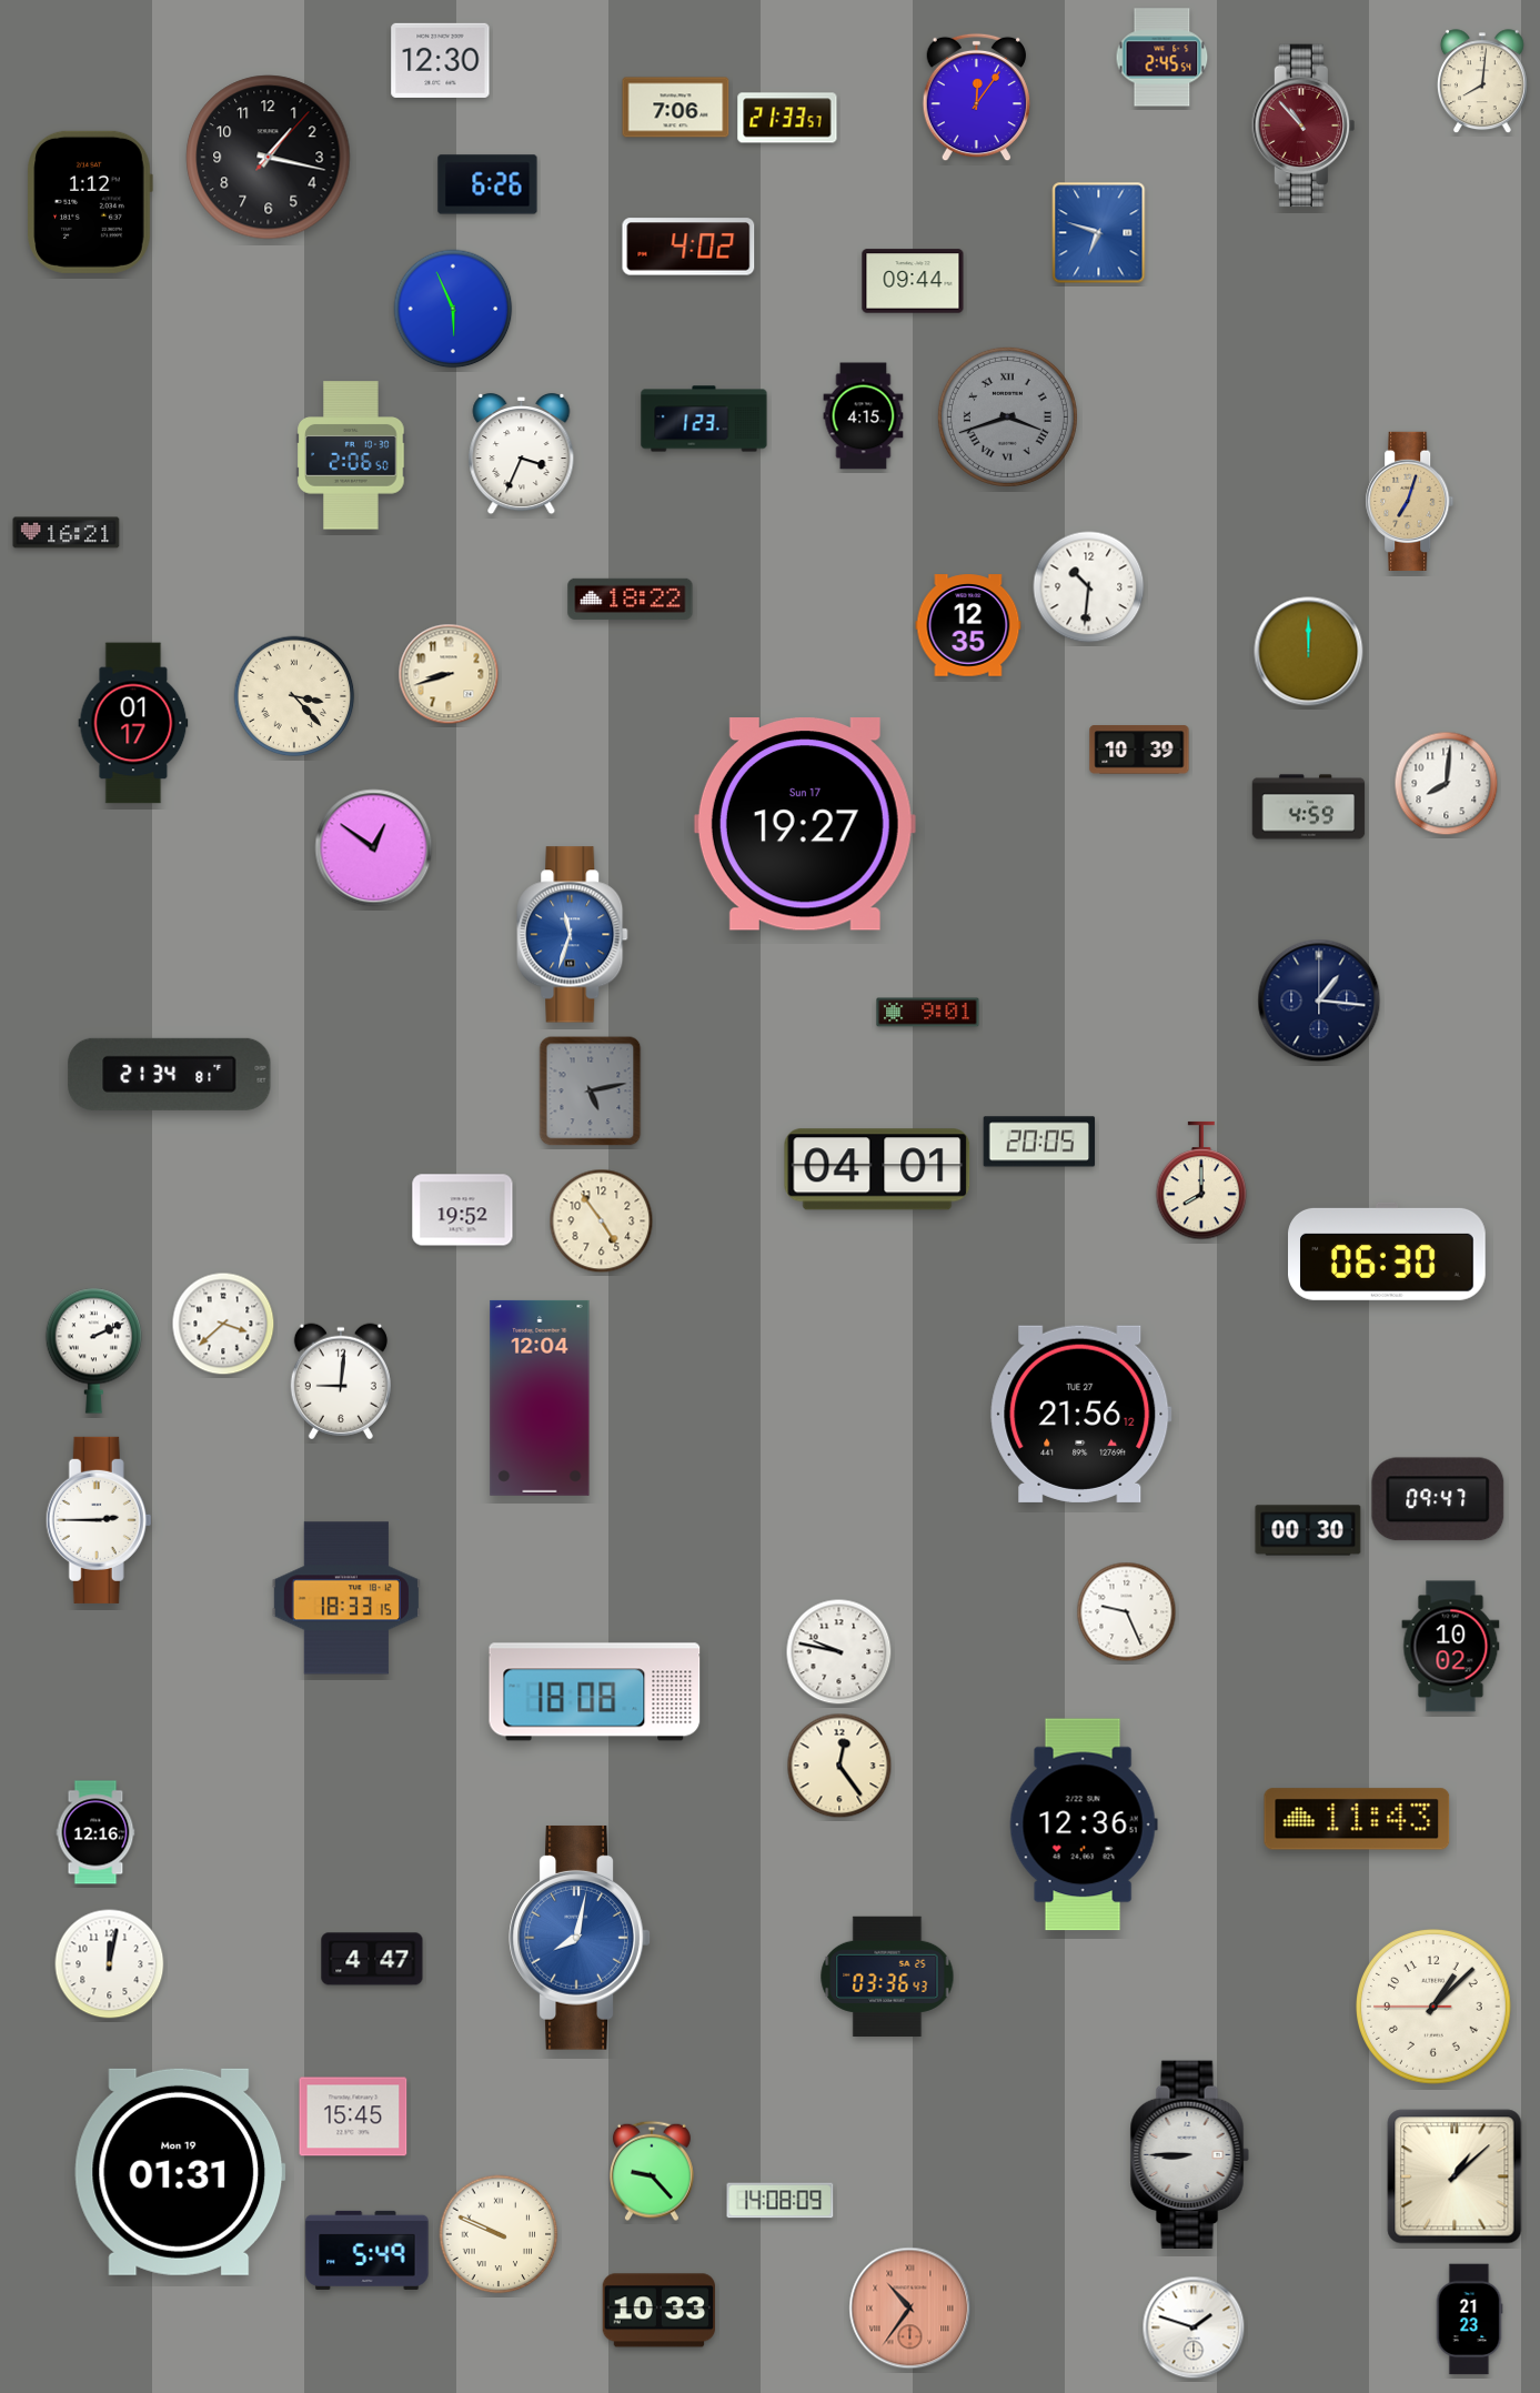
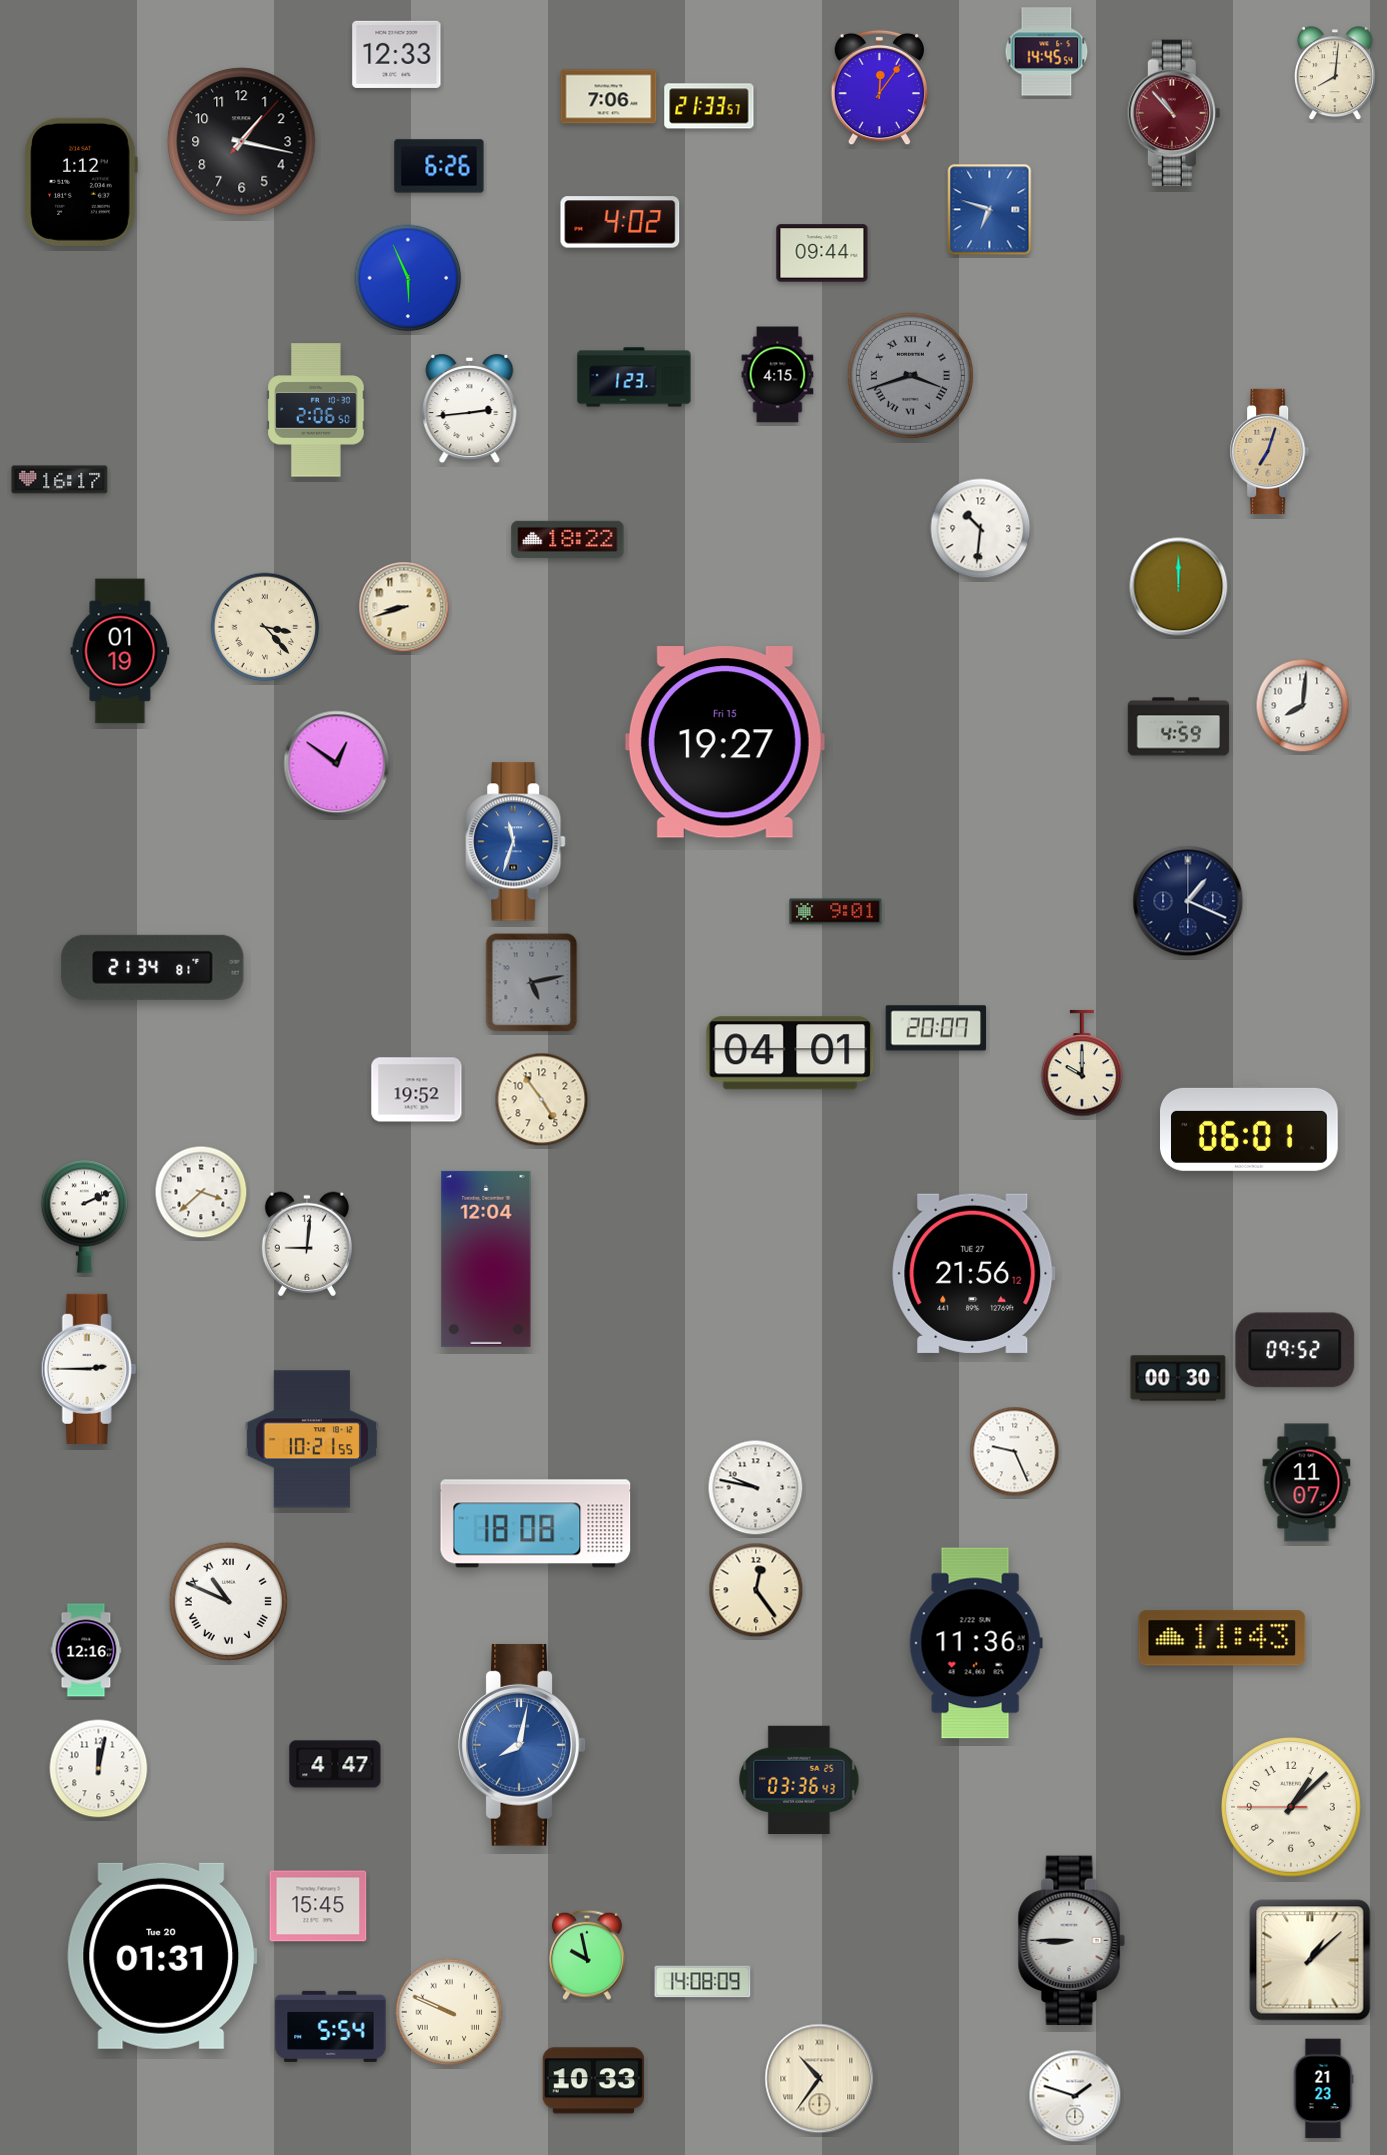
clock at (1162, 58): 2:45 -> 14:45
clock at (441, 60): 12:30 -> 12:33
clock at (1007, 416) position: (1007, 416) -> (910, 375)
clock at (522, 454): 3:34 -> 2:44
clock at (67, 533): 16:21 -> 16:17
clock at (968, 625): 12:35 -> none
clock at (133, 723): 01:17 -> 01:19
clock at (1139, 750): 10:39 -> none
clock at (805, 824) date: Sun 17 -> Fri 15
clock at (1319, 1001): 1:16 -> 1:19
clock at (1039, 1142): 20:05 -> 20:07
clock at (1201, 1180): 8:00 -> 10:00
clock at (1388, 1251): 06:30 -> 06:01
clock at (1438, 1499): 09:47 -> 09:52
clock at (346, 1598): 18:33 -> 10:21
clock at (1451, 1647): 10:02 -> 11:07
clock at (228, 1601): none -> 10:49
clock at (1084, 1824): 12:36 -> 11:36
clock at (652, 2171): 9:23 -> 9:58
clock at (180, 2172) date: Mon 19 -> Tue 20
clock at (368, 2250): 5:49 -> 5:54
clock at (910, 2309) dial: salmon -> cream
